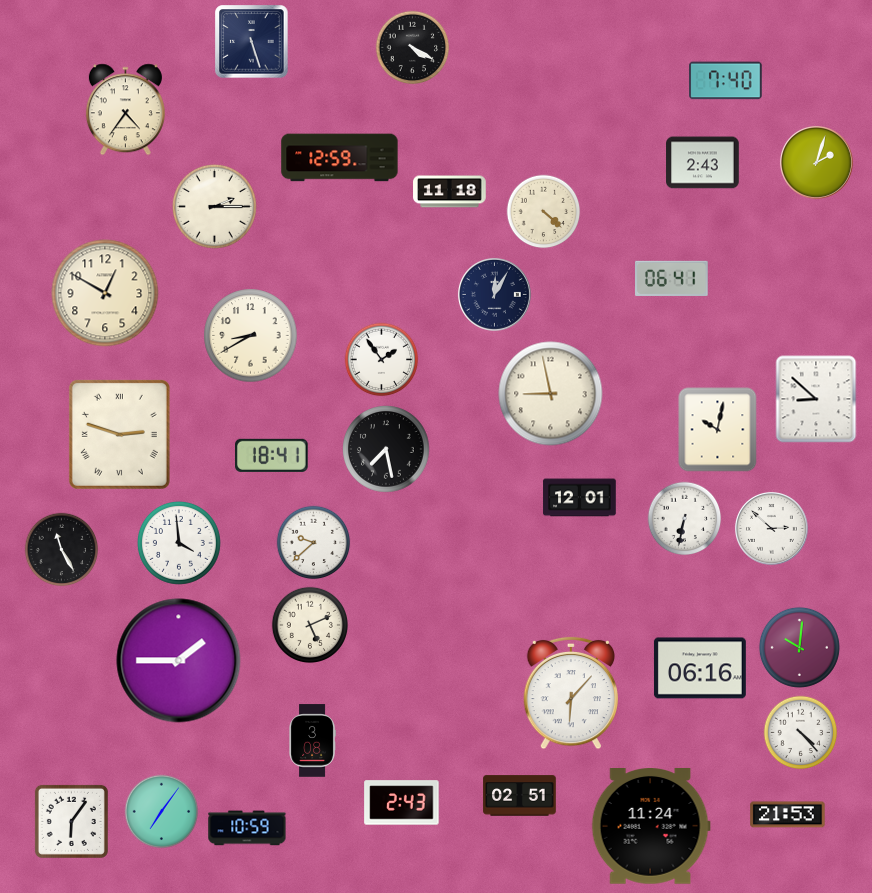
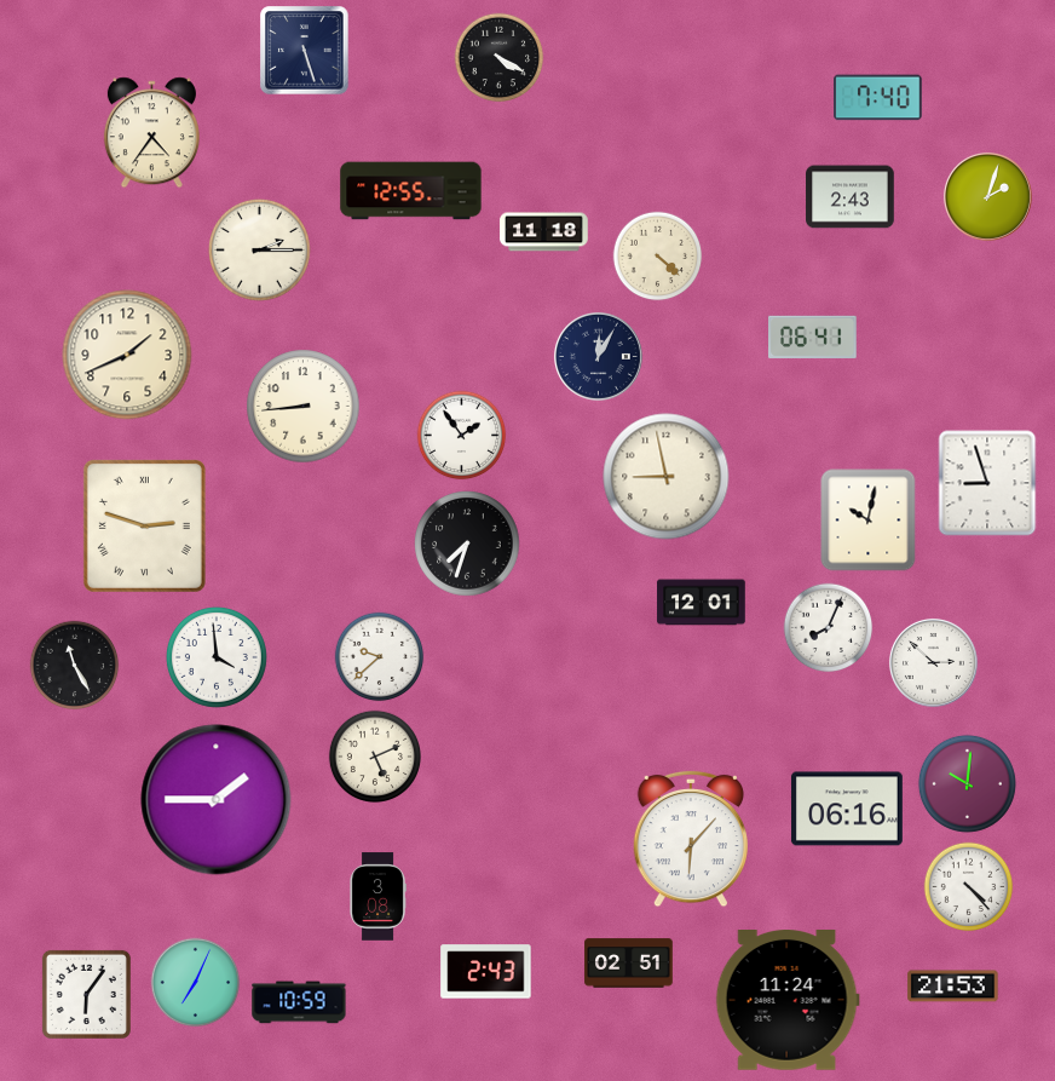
clock at (340, 158): 12:59 -> 12:55
clock at (105, 293): 12:50 -> 1:41
clock at (251, 336): 8:40 -> 8:44
clock at (816, 399): 8:52 -> 8:57
clock at (386, 449): 7:28 -> 7:33
clock at (272, 455): 18:41 -> none
clock at (685, 519): 6:32 -> 8:04
clock at (771, 528) position: (771, 528) -> (933, 662)
clock at (162, 812): 7:06 -> 7:04
